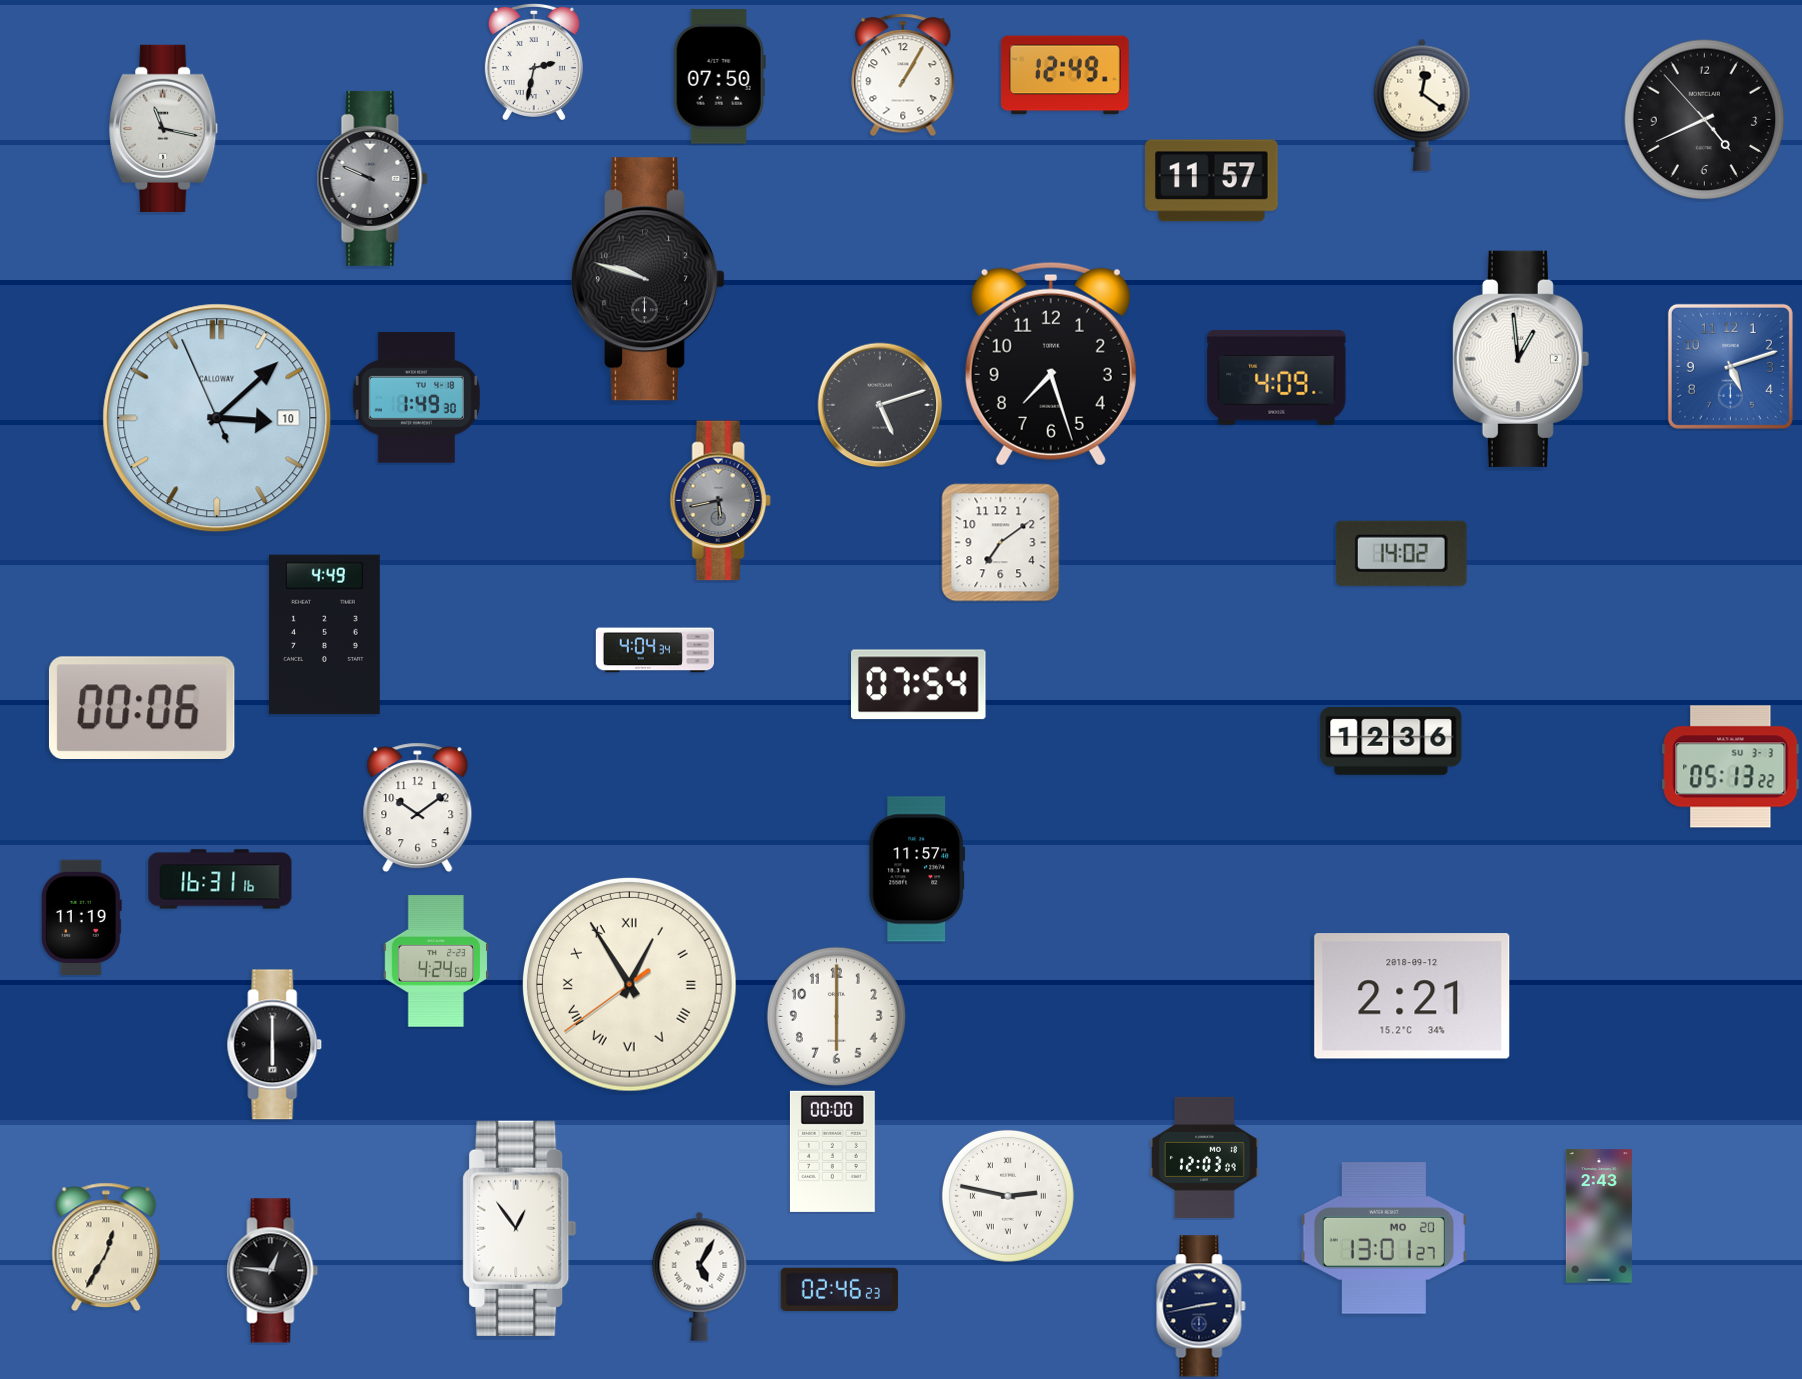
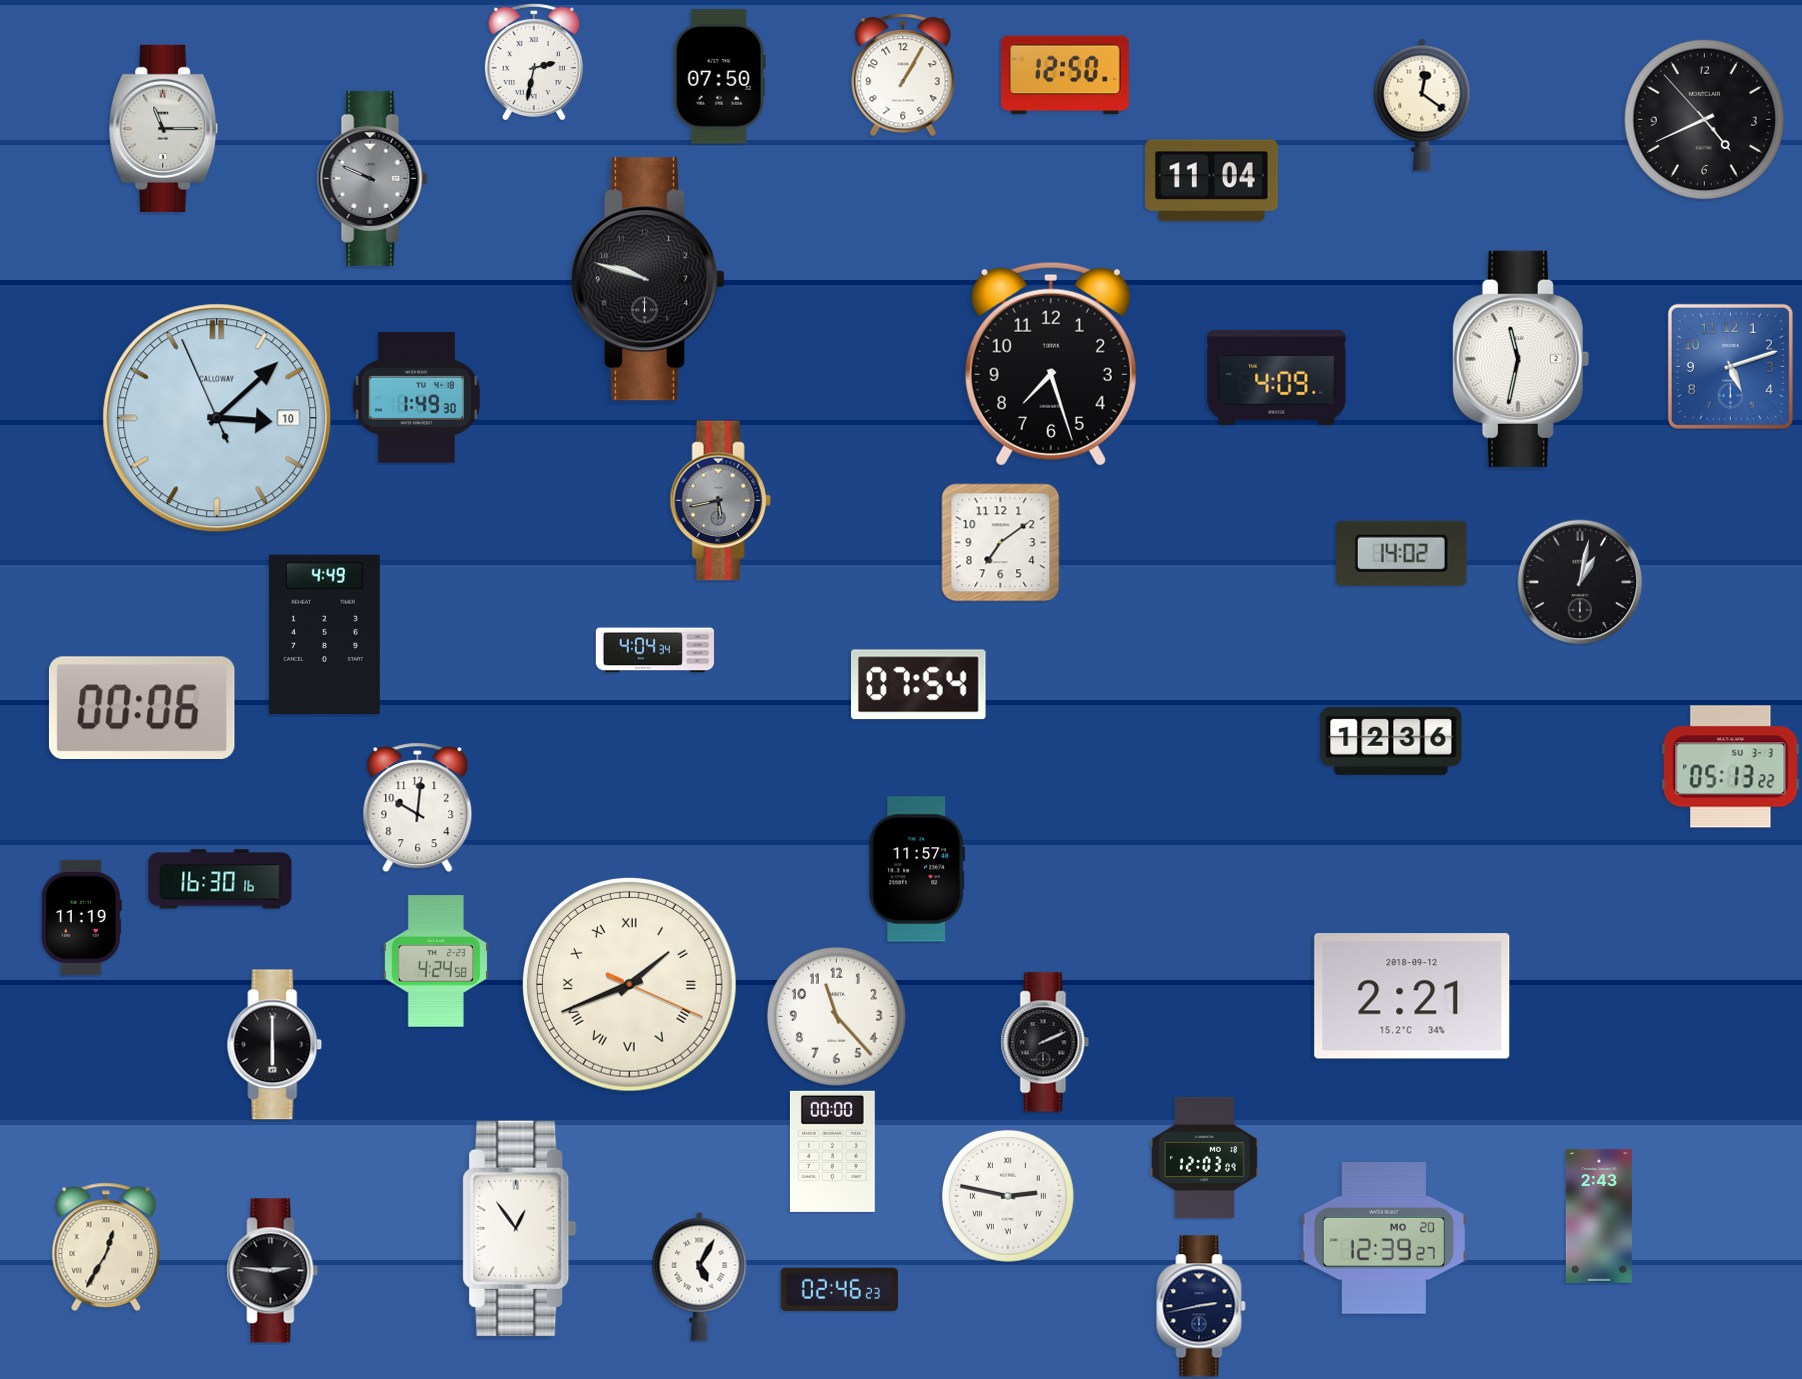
clock at (1065, 75): 12:49 -> 12:50
clock at (164, 128): 11:17 -> 11:15
clock at (1212, 181): 11:57 -> 11:04
clock at (1521, 359): 12:59 -> 11:32
clock at (880, 405): 5:12 -> none
clock at (1580, 582): none -> 1:02
clock at (418, 808): 10:09 -> 10:01
clock at (220, 879): 16:31 -> 16:30
clock at (629, 984): 12:54 -> 1:41
clock at (836, 1016): 6:00 -> 11:23
clock at (1045, 1042): none -> 2:11
clock at (1384, 1238): 13:01 -> 12:39
clock at (273, 1271): 12:46 -> 2:46
